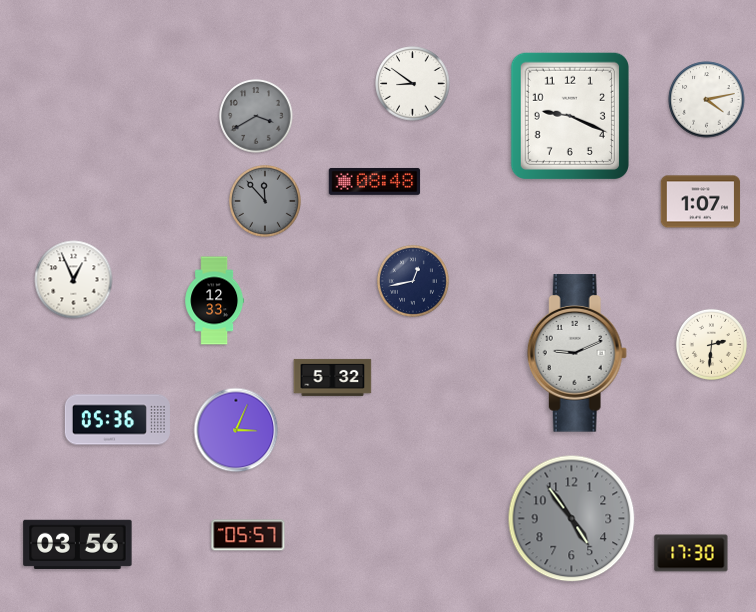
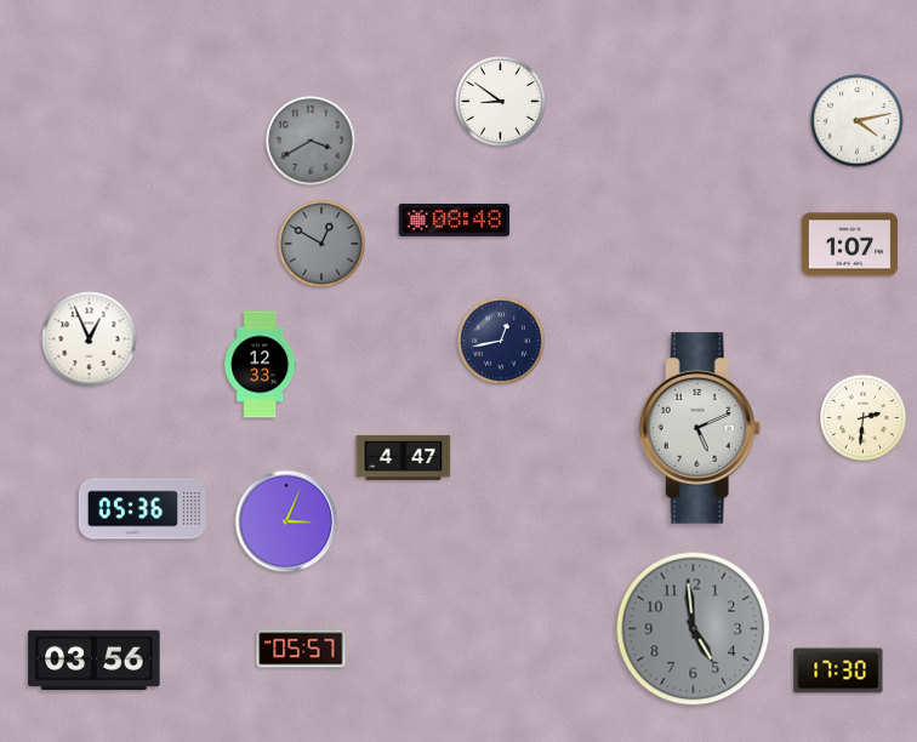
clock at (570, 115): 9:19 -> none
clock at (265, 201): 11:53 -> 12:50
clock at (577, 353): 9:11 -> 5:11
clock at (333, 377): 5:32 -> 4:47
clock at (572, 519): 4:54 -> 4:59
